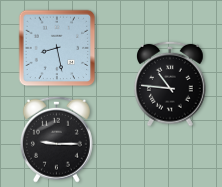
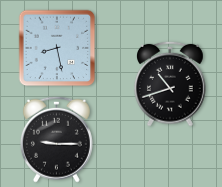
clock at (171, 84): 10:46 -> 10:42
